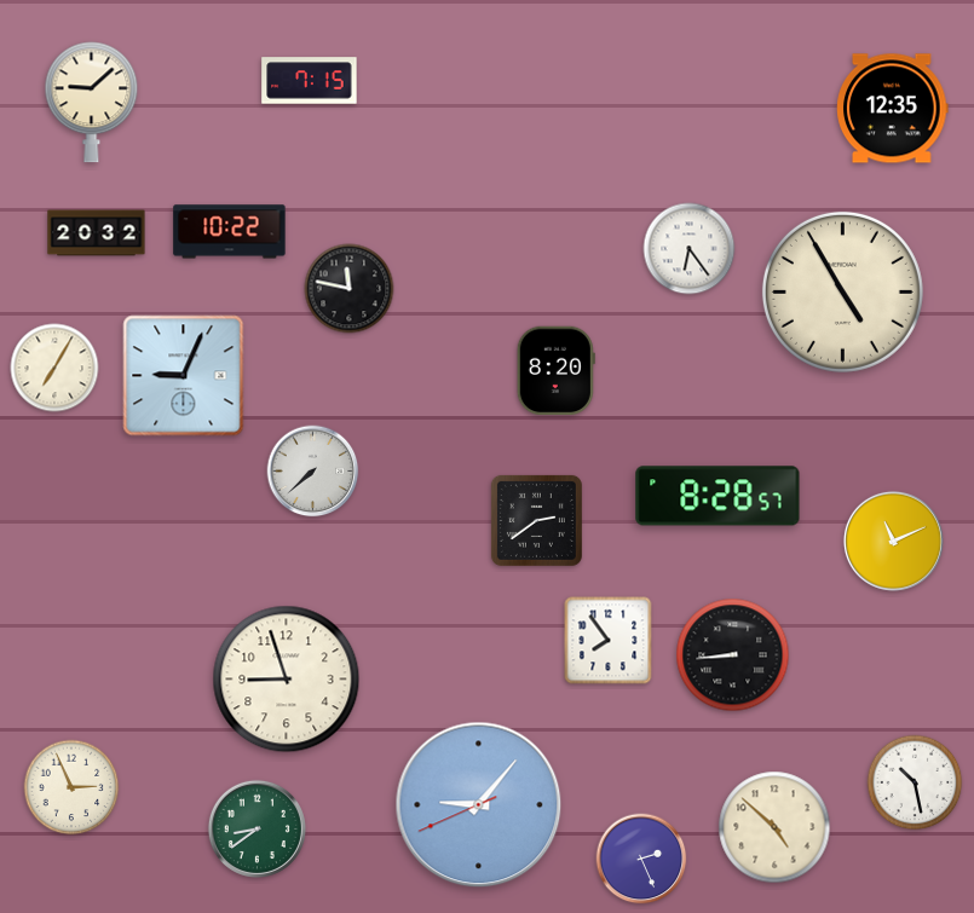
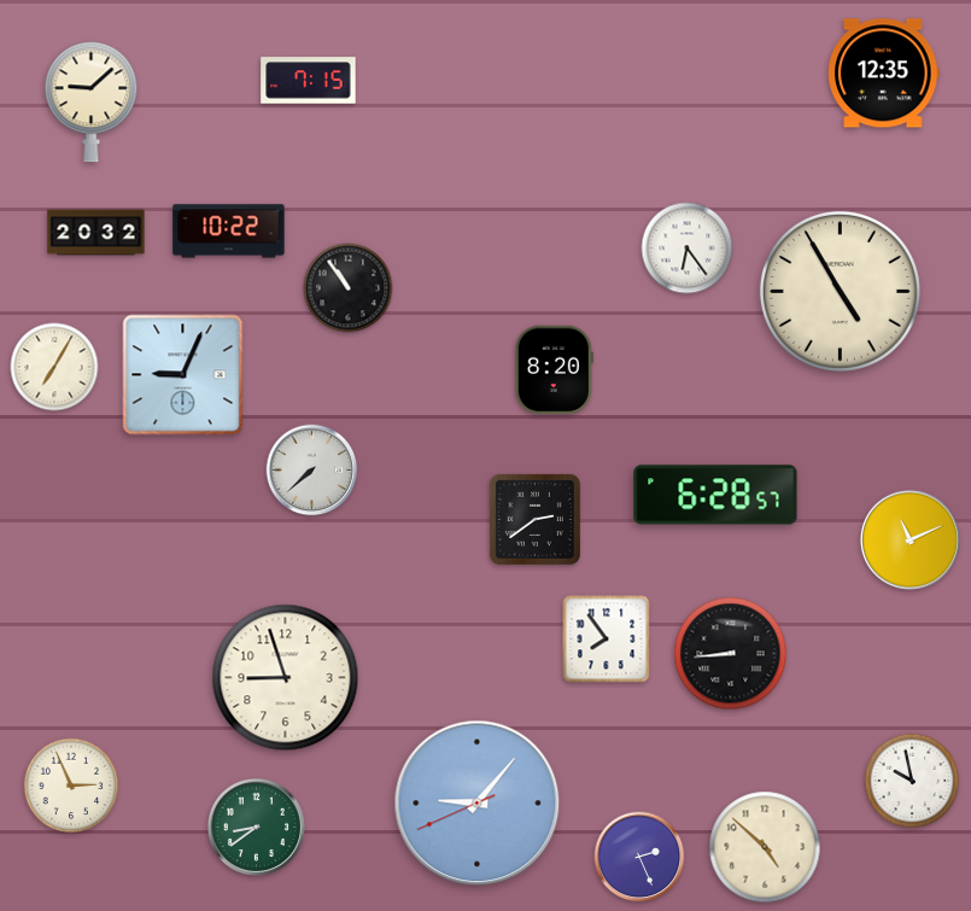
clock at (893, 109) position: (893, 109) -> (884, 74)
clock at (350, 289): 11:47 -> 10:54
clock at (717, 496): 8:28 -> 6:28
clock at (893, 541) position: (893, 541) -> (909, 539)
clock at (915, 782): 10:28 -> 9:58
clock at (774, 827) position: (774, 827) -> (765, 847)
